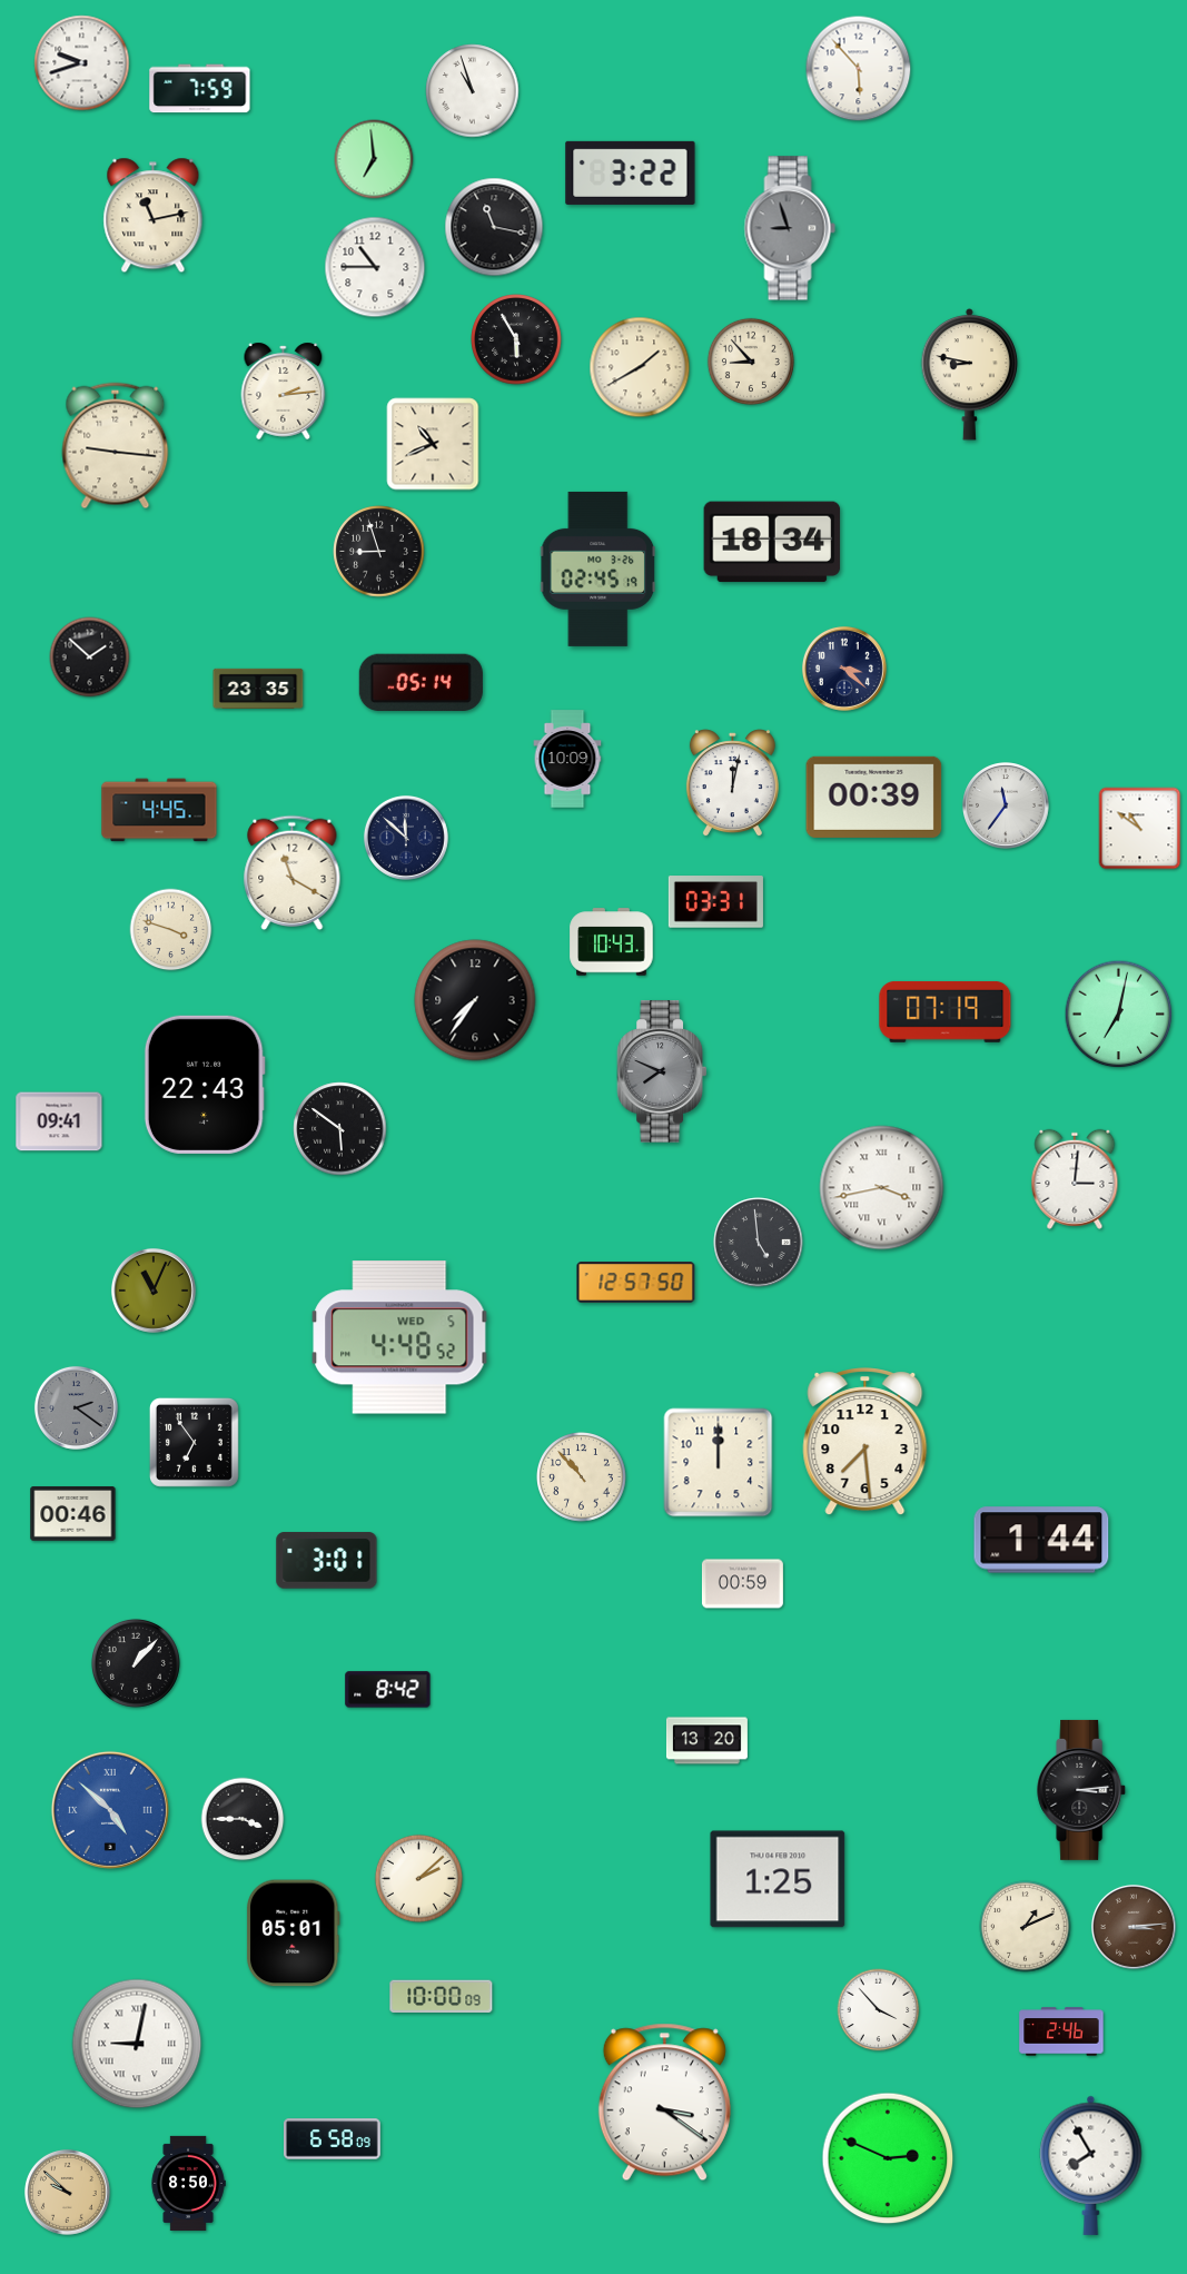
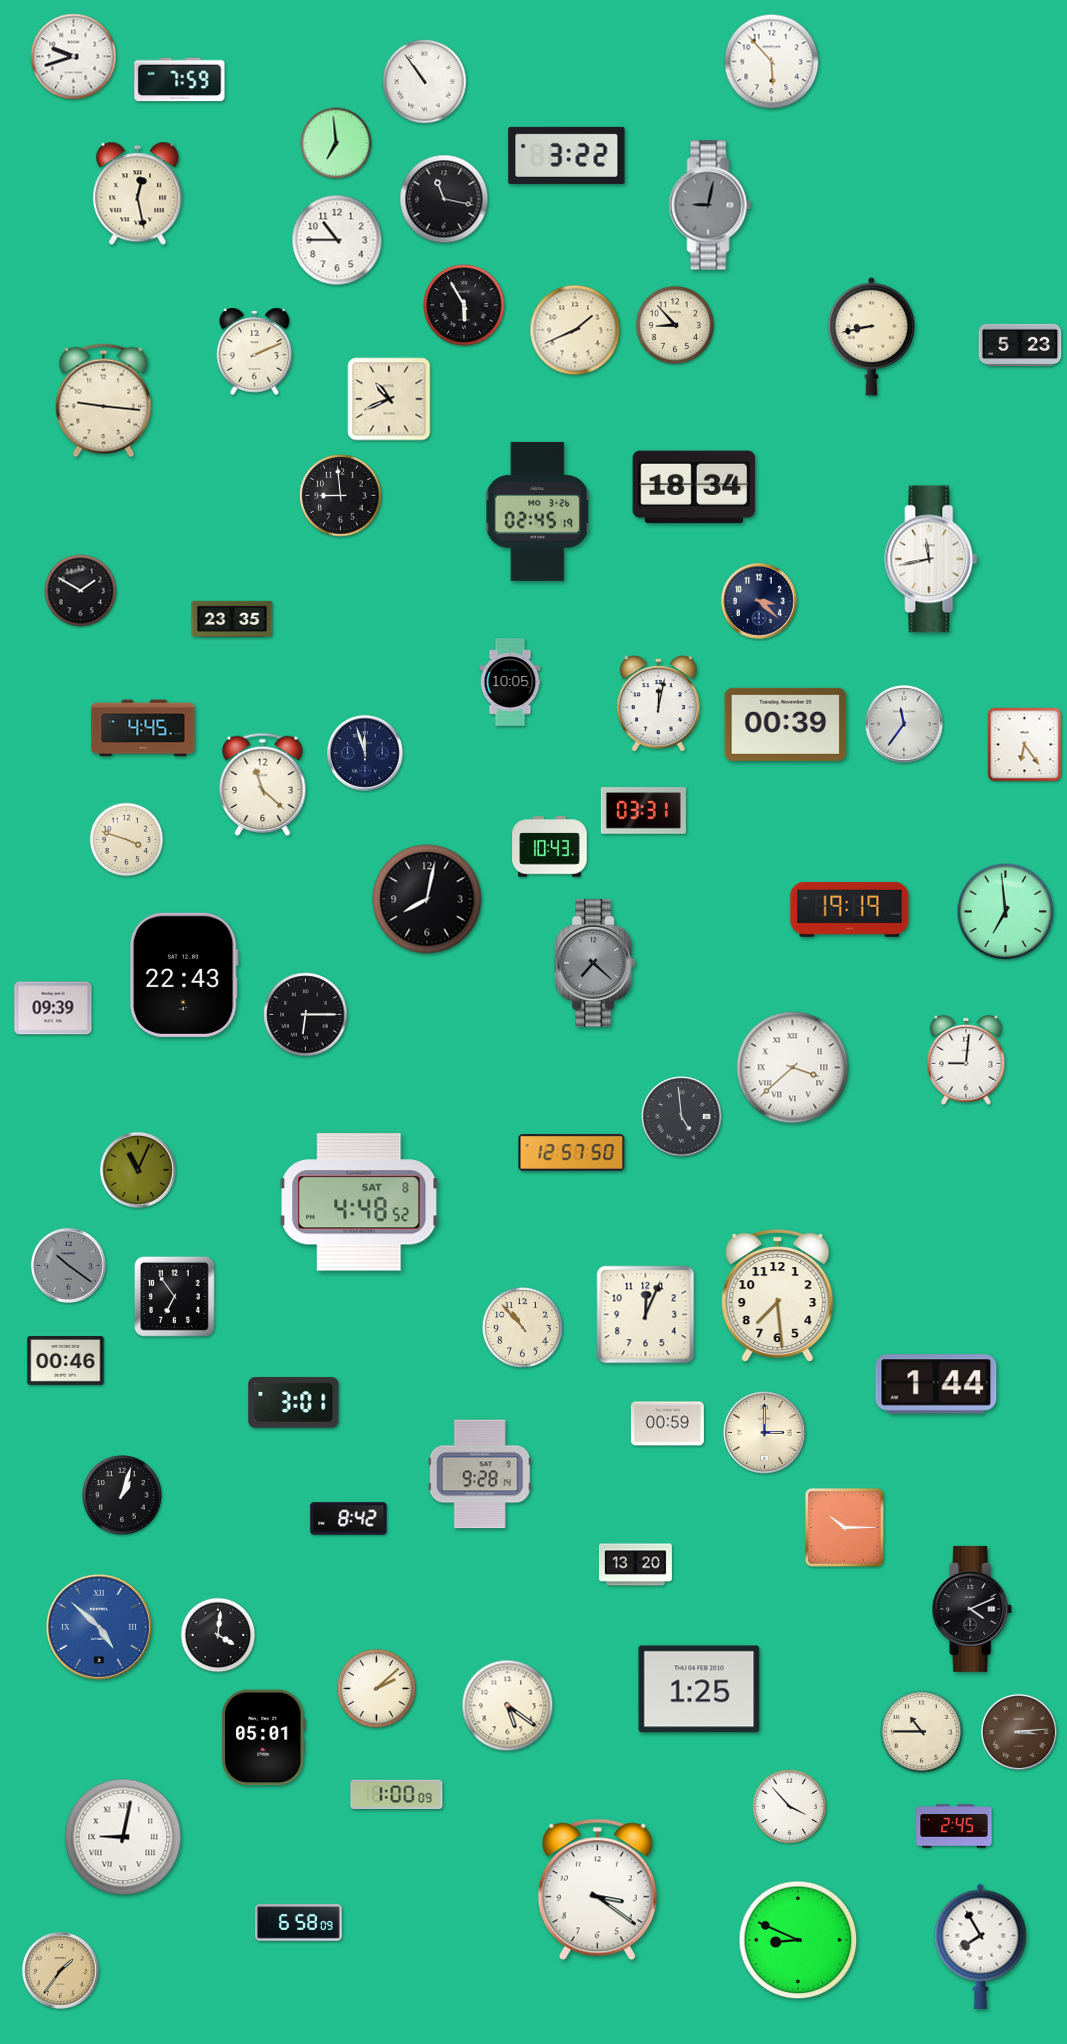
clock at (473, 91): 10:57 -> 10:54
clock at (154, 216): 11:13 -> 12:28
clock at (494, 227) position: (494, 227) -> (444, 199)
clock at (790, 228): 8:57 -> 9:02
clock at (640, 367): 1:40 -> 1:41
clock at (970, 374): 8:47 -> 8:43
clock at (1020, 344): none -> 5:23
clock at (284, 390): 2:14 -> 2:11
clock at (379, 552): 8:57 -> 8:59
clock at (931, 559): none -> 11:43
clock at (90, 658): 1:52 -> 1:50
clock at (421, 683): 05:14 -> none
clock at (567, 759): 10:09 -> 10:05
clock at (874, 797) position: (874, 797) -> (786, 724)
clock at (1140, 829): 10:51 -> 6:24
clock at (406, 838): 11:52 -> 11:57
clock at (293, 873): 11:20 -> 11:22
clock at (171, 930) position: (171, 930) -> (127, 840)
clock at (475, 1000): 7:36 -> 8:02
clock at (946, 1011): 07:19 -> 19:19
clock at (1119, 1015): 7:02 -> 6:59
clock at (661, 1071): 7:49 -> 7:22
clock at (59, 1121): 09:41 -> 09:39
clock at (340, 1129): 5:51 -> 6:15
clock at (1075, 1179): 3:01 -> 9:01
clock at (882, 1188): 3:43 -> 3:38
clock at (154, 1291) position: (154, 1291) -> (138, 1170)
clock at (399, 1337) date: WED 5 -> SAT 8
clock at (76, 1407): 2:21 -> 10:21
clock at (719, 1463): 12:00 -> 12:04
clock at (765, 1433): none -> 3:00
clock at (480, 1474): none -> 9:28
clock at (136, 1663): 1:07 -> 1:03
clock at (845, 1528): none -> 10:15
clock at (1082, 1790): 3:14 -> 4:11
clock at (243, 1819): 3:45 -> 4:01
clock at (508, 1706): none -> 5:21
clock at (1026, 1927): 1:11 -> 10:45
clock at (442, 1997): 10:00 -> 1:00
clock at (1061, 2031): 2:46 -> 2:45
clock at (888, 2158): 2:49 -> 8:49
clock at (188, 2183): 8:50 -> none
clock at (67, 2192): 9:52 -> 1:36
